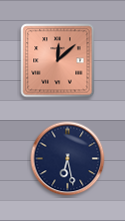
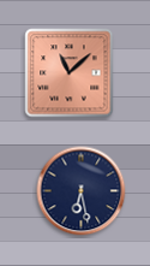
clock at (58, 61): 12:08 -> 11:08
